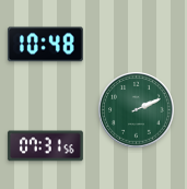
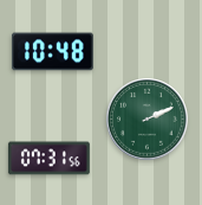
clock at (45, 45) position: (45, 45) -> (52, 52)
